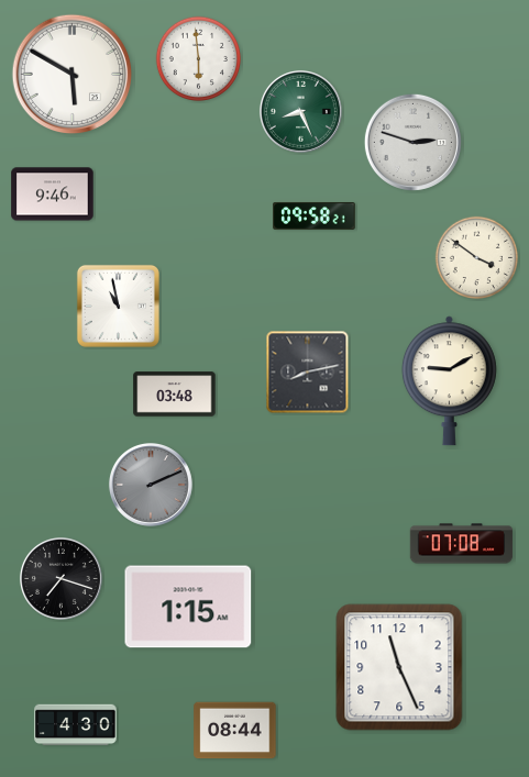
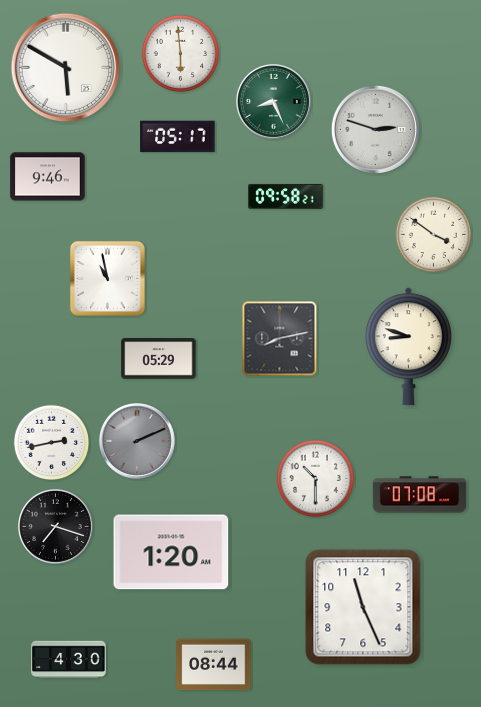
clock at (178, 137): none -> 05:17
clock at (449, 381): 9:10 -> 8:48
clock at (175, 395): 03:48 -> 05:29
clock at (52, 443): none -> 2:43
clock at (316, 479): none -> 10:30
clock at (188, 607): 1:15 -> 1:20
